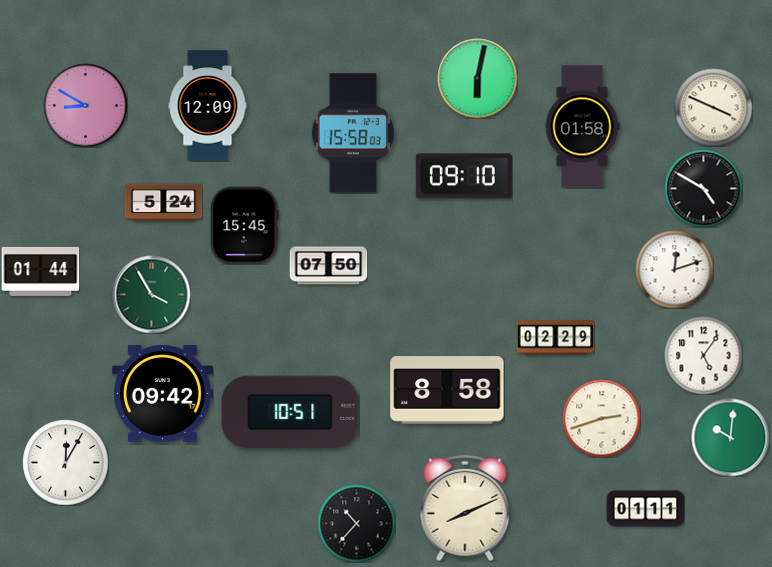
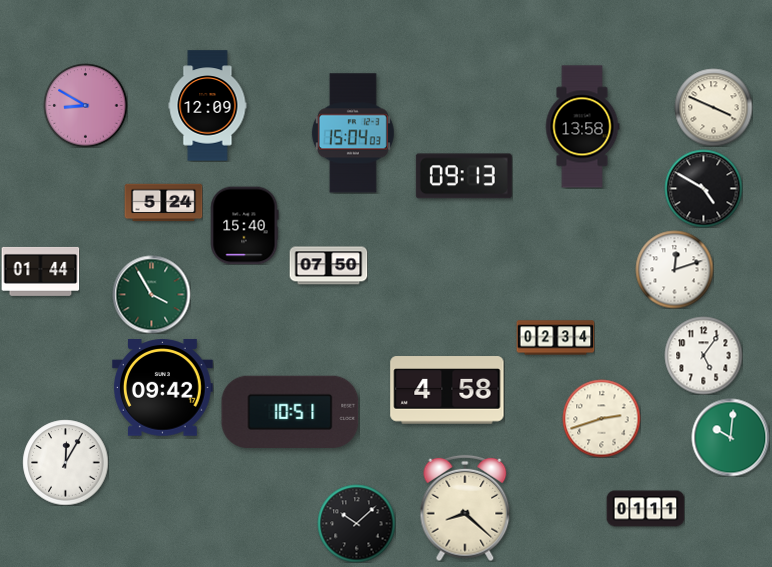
clock at (477, 78): 6:02 -> none
clock at (582, 127): 01:58 -> 13:58
clock at (353, 133): 15:58 -> 15:04
clock at (464, 176): 09:10 -> 09:13
clock at (244, 225): 15:45 -> 15:40
clock at (555, 338): 02:29 -> 02:34
clock at (447, 390): 8:58 -> 4:58
clock at (162, 394) position: (162, 394) -> (162, 388)
clock at (465, 508): 8:11 -> 8:22
clock at (356, 523): 10:37 -> 10:08
